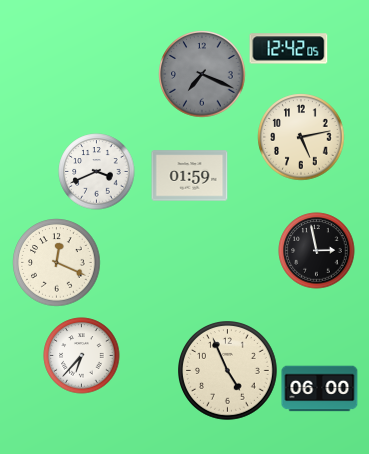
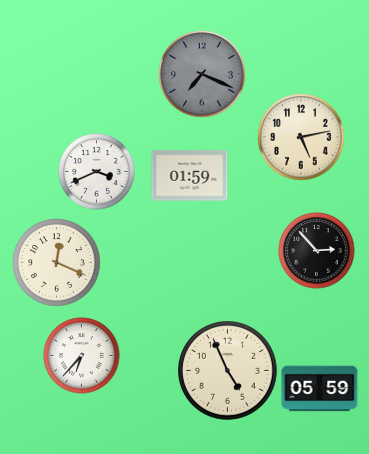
clock at (289, 49): 12:42 -> none
clock at (317, 251): 2:58 -> 2:53
clock at (320, 389): 06:00 -> 05:59
